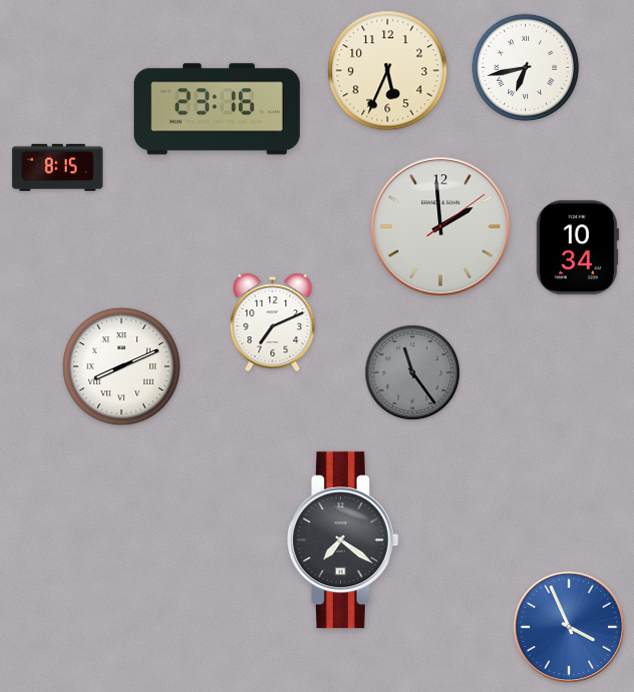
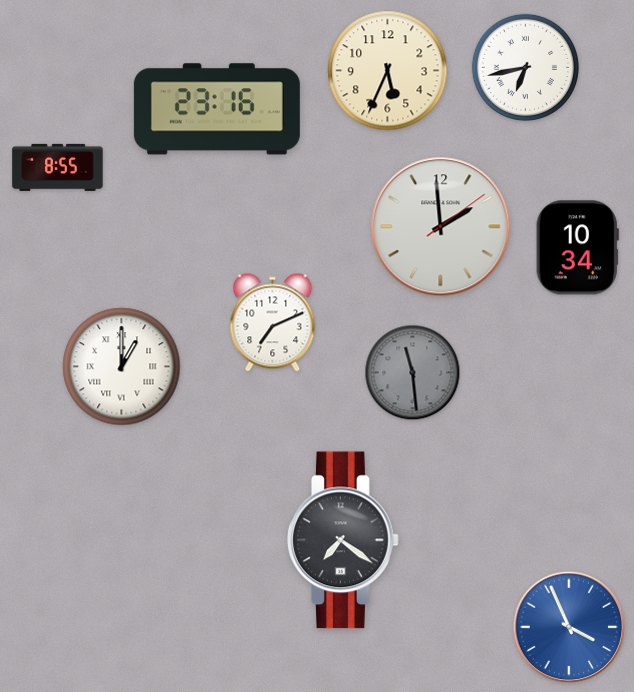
clock at (58, 167): 8:15 -> 8:55
clock at (122, 367): 8:11 -> 1:00
clock at (413, 373): 11:24 -> 11:29
